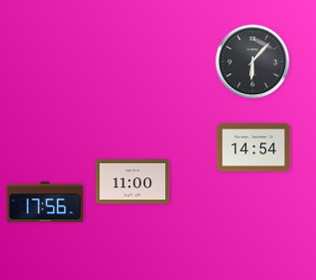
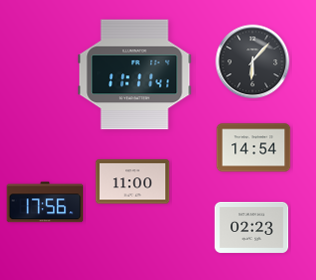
clock at (135, 75): none -> 11:11
clock at (252, 227): none -> 02:23
